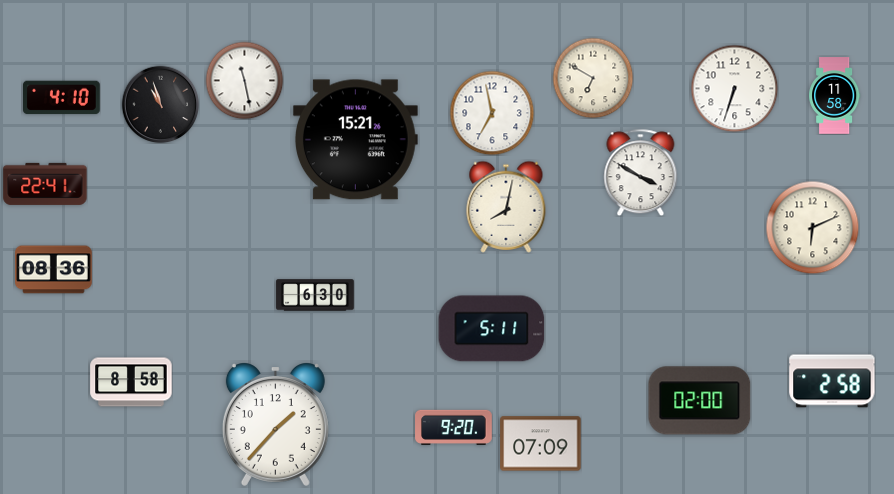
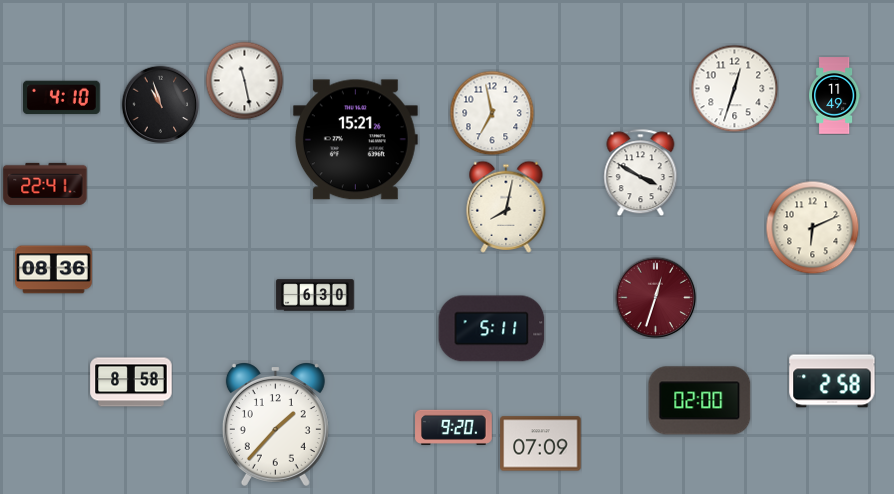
clock at (593, 78): 6:50 -> none
clock at (734, 88): 6:33 -> 12:33
clock at (835, 96): 11:58 -> 11:49
clock at (655, 297): none -> 12:33
